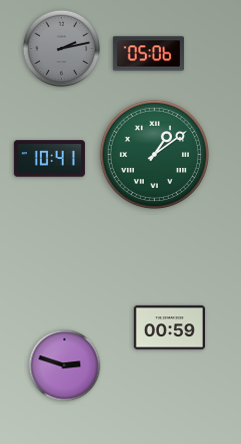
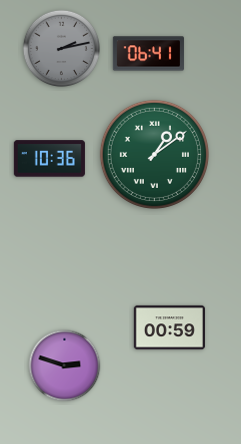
clock at (148, 54): 05:06 -> 06:41
clock at (49, 159): 10:41 -> 10:36
